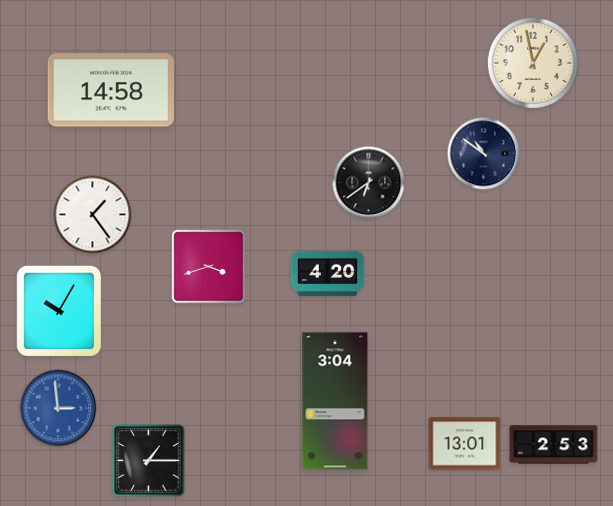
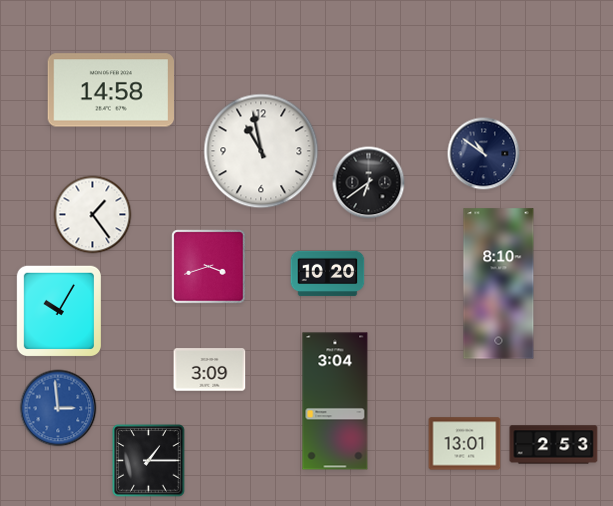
clock at (533, 63): 12:58 -> none
clock at (261, 151): none -> 10:58
clock at (328, 274): 4:20 -> 10:20
clock at (499, 284): none -> 8:10
clock at (210, 370): none -> 3:09
